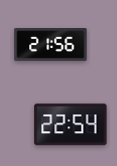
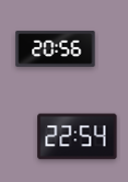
clock at (51, 45): 21:56 -> 20:56
